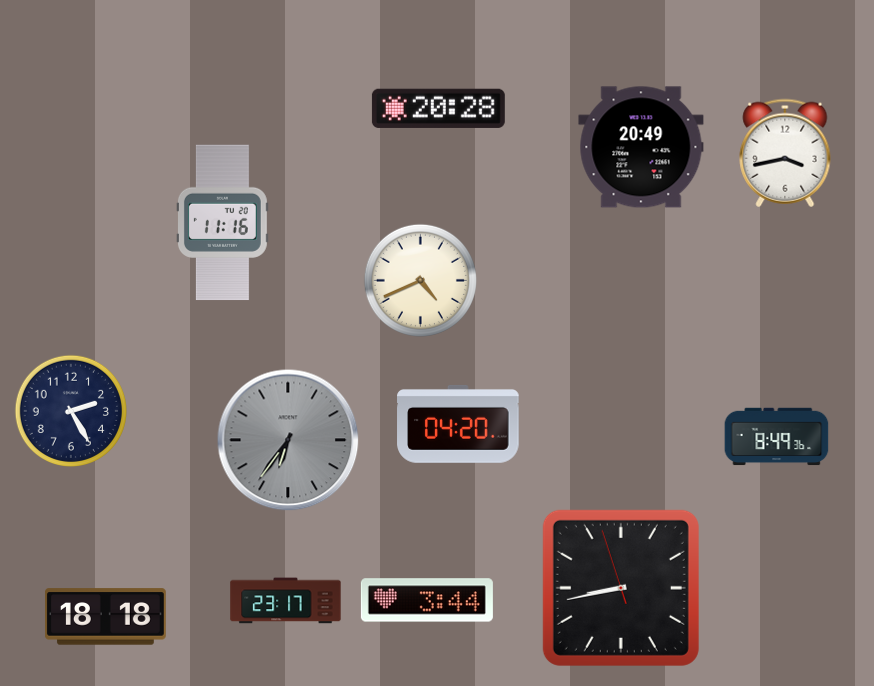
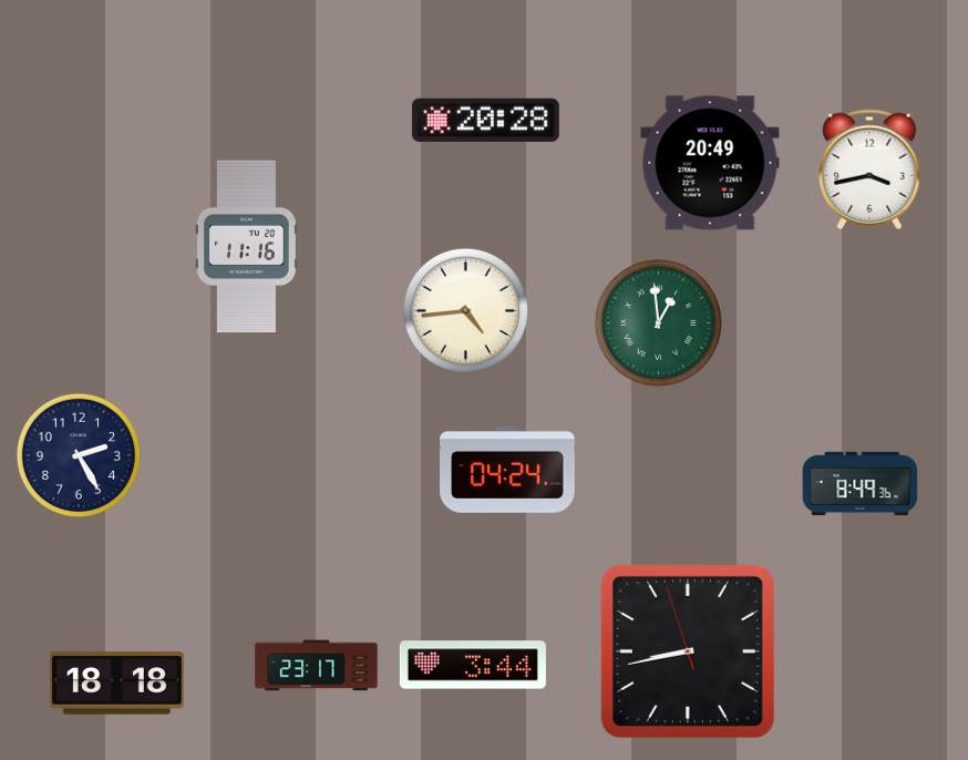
clock at (420, 280): 4:41 -> 4:44
clock at (658, 322): none -> 12:59
clock at (458, 424): 04:20 -> 04:24
clock at (288, 440): 6:36 -> none
